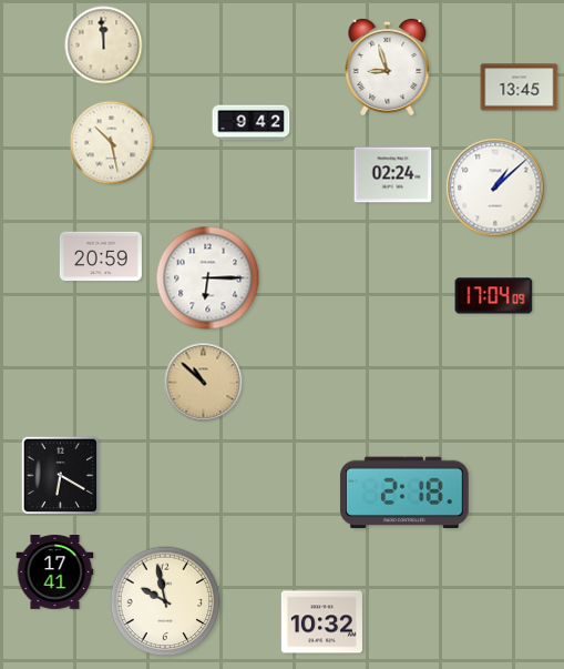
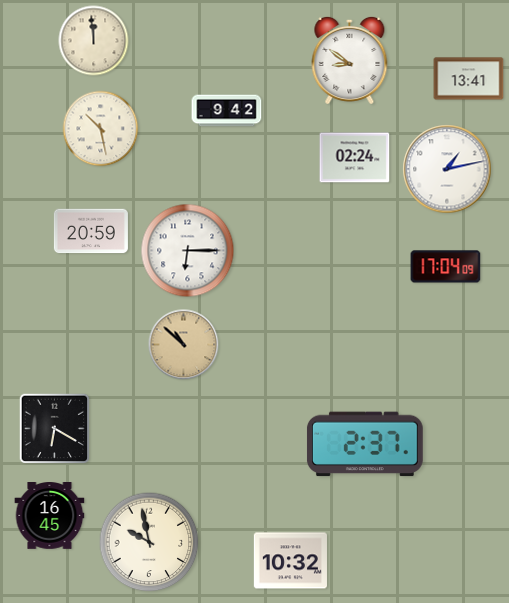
clock at (388, 67): 8:57 -> 8:51
clock at (520, 88): 13:45 -> 13:41
clock at (495, 187): 1:08 -> 1:13
clock at (404, 493): 2:18 -> 2:37
clock at (55, 572): 17:41 -> 16:45
